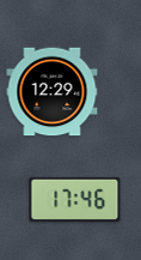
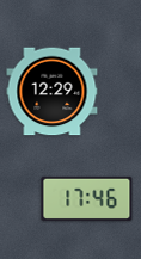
clock at (75, 199) position: (75, 199) -> (87, 198)
